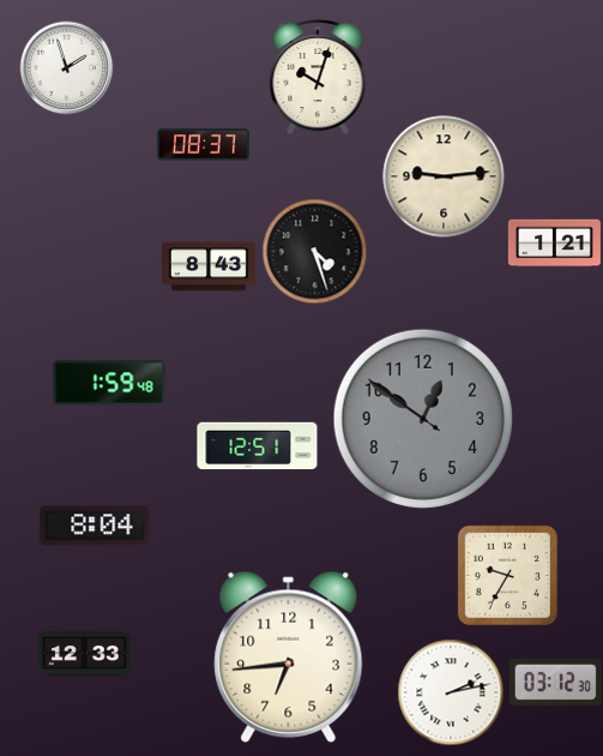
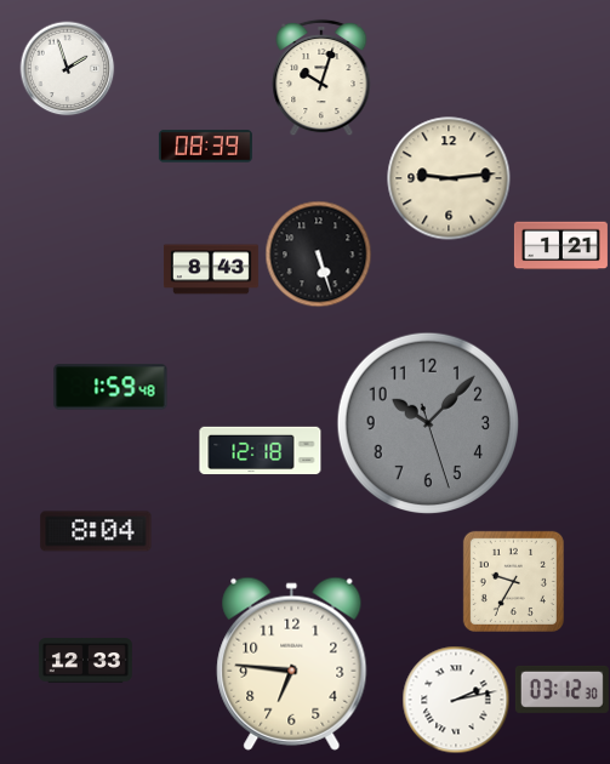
clock at (203, 145): 08:37 -> 08:39
clock at (314, 251): 4:27 -> 5:27
clock at (423, 419): 12:50 -> 10:07
clock at (258, 446): 12:51 -> 12:18
clock at (289, 656): 6:44 -> 6:46
